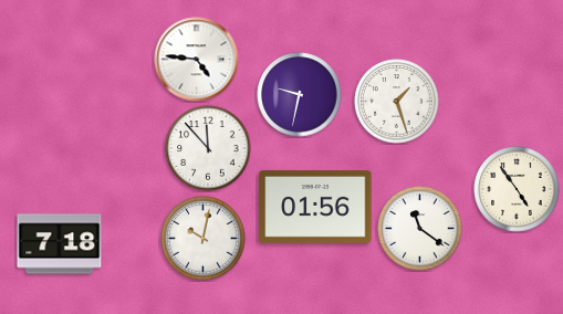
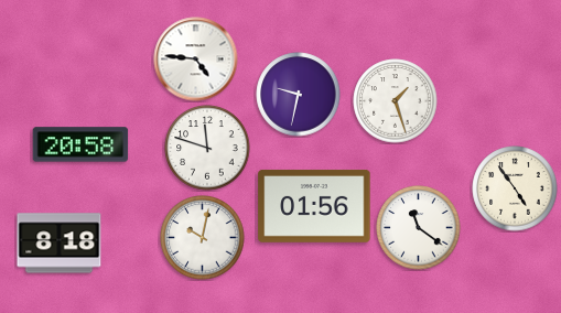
clock at (80, 144): none -> 20:58
clock at (208, 148): 11:53 -> 11:48
clock at (60, 244): 7:18 -> 8:18
